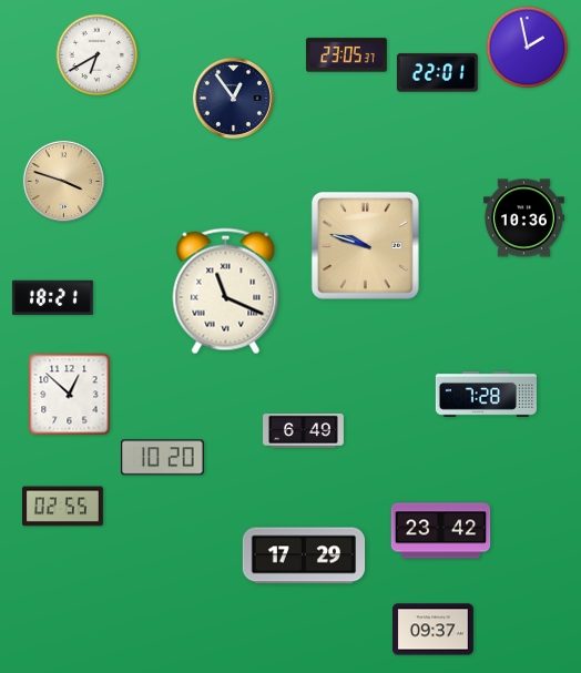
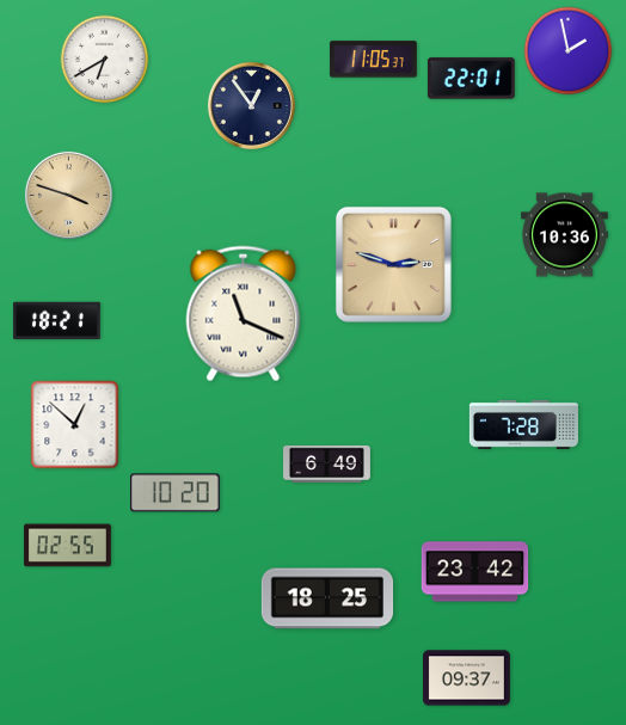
clock at (346, 55): 23:05 -> 11:05
clock at (365, 245): 9:48 -> 2:48
clock at (304, 555): 17:29 -> 18:25
